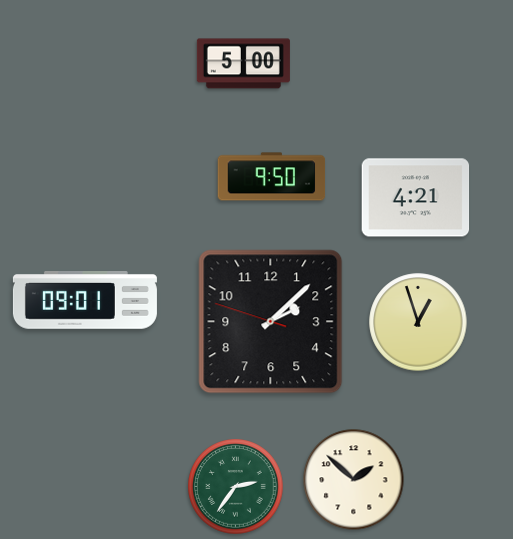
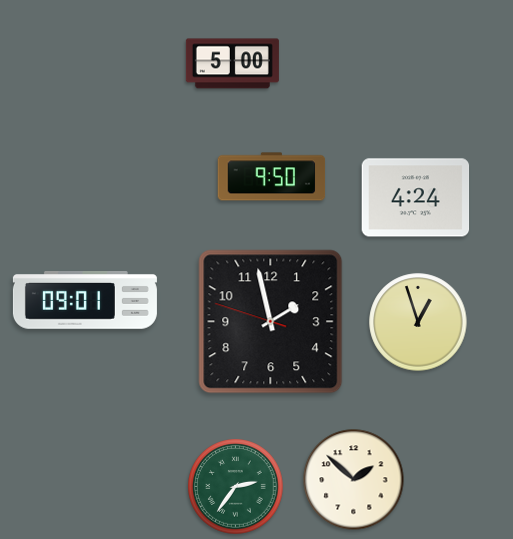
clock at (243, 64) position: (243, 64) -> (232, 64)
clock at (416, 198): 4:21 -> 4:24
clock at (271, 322): 2:07 -> 1:57
